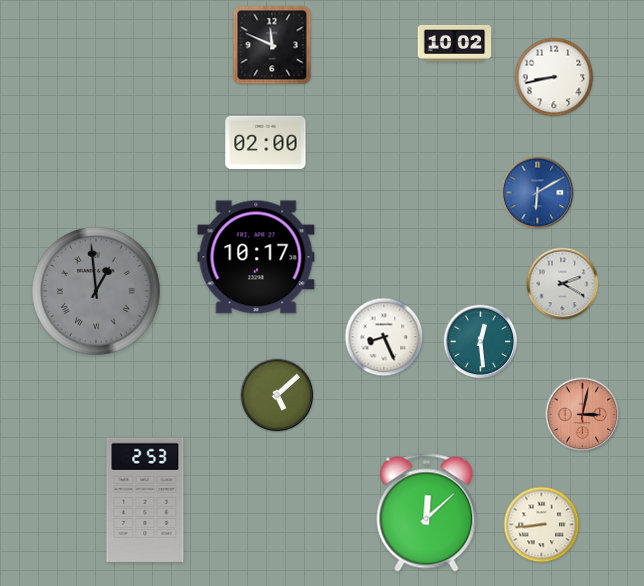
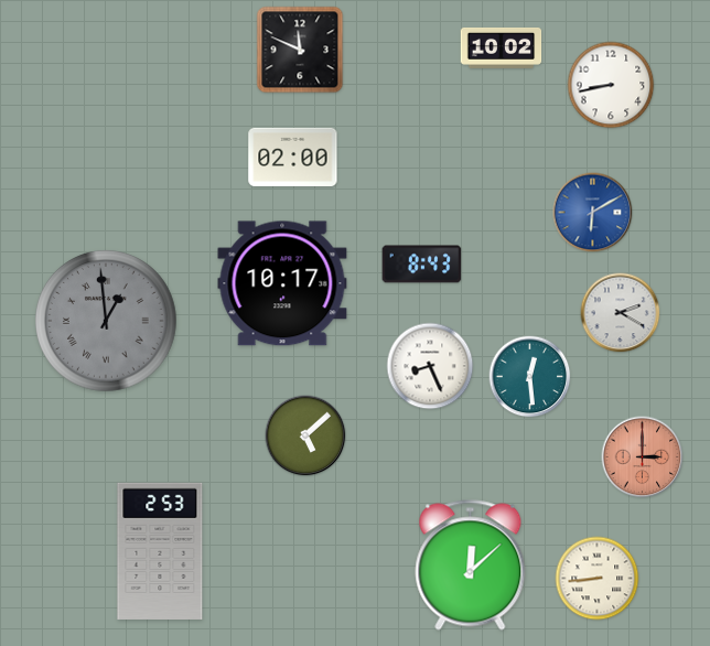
clock at (422, 265): none -> 8:43
clock at (384, 337) position: (384, 337) -> (430, 366)
clock at (583, 415): 3:02 -> 3:00
